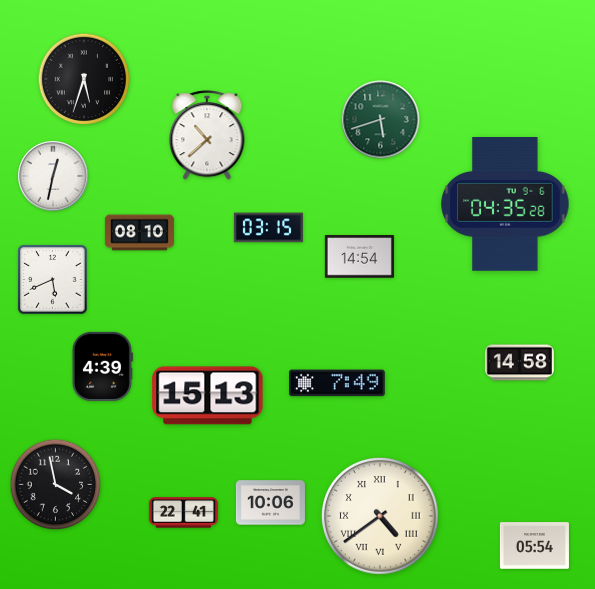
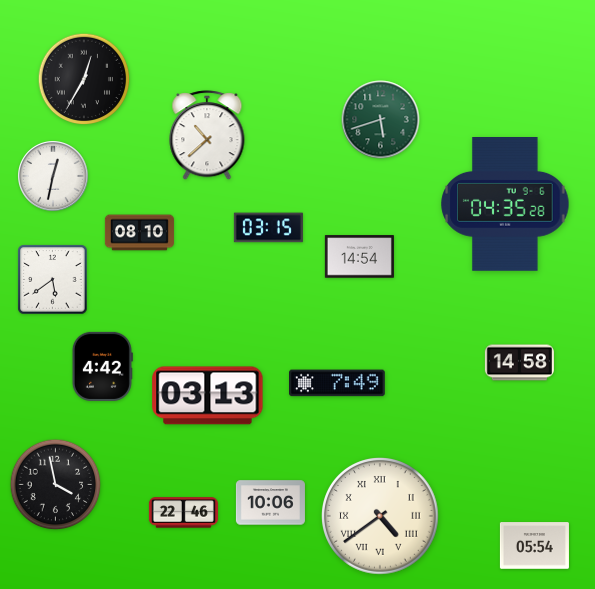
clock at (84, 79): 5:33 -> 12:35
clock at (53, 280): 5:41 -> 5:39
clock at (102, 366): 4:39 -> 4:42
clock at (208, 396): 15:13 -> 03:13
clock at (183, 513): 22:41 -> 22:46
